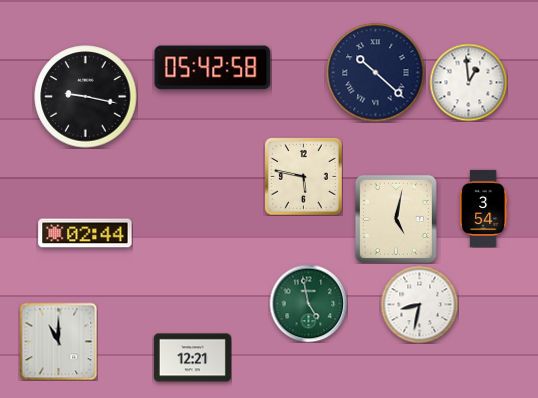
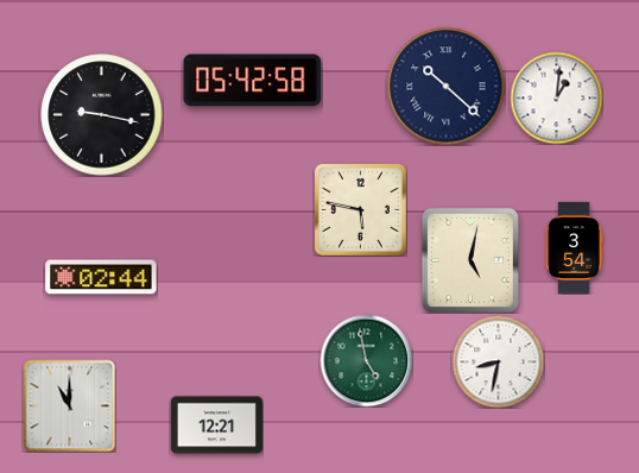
clock at (468, 82): 12:59 -> 1:01
clock at (192, 358) position: (192, 358) -> (216, 425)
